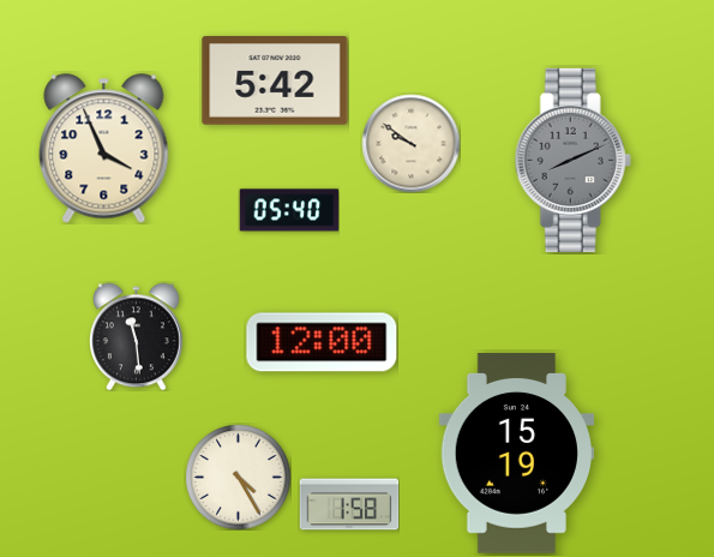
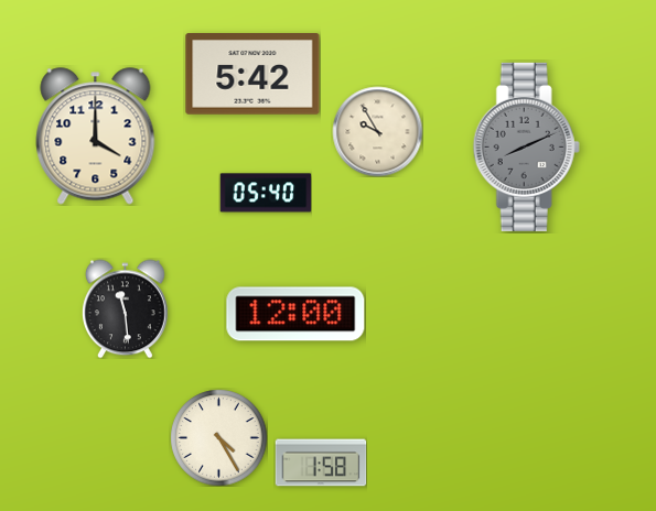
clock at (410, 143): 9:51 -> 9:55
clock at (104, 149): 3:56 -> 4:00
clock at (516, 454): 15:19 -> none
